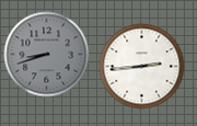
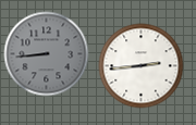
clock at (46, 54): 8:42 -> 8:44
